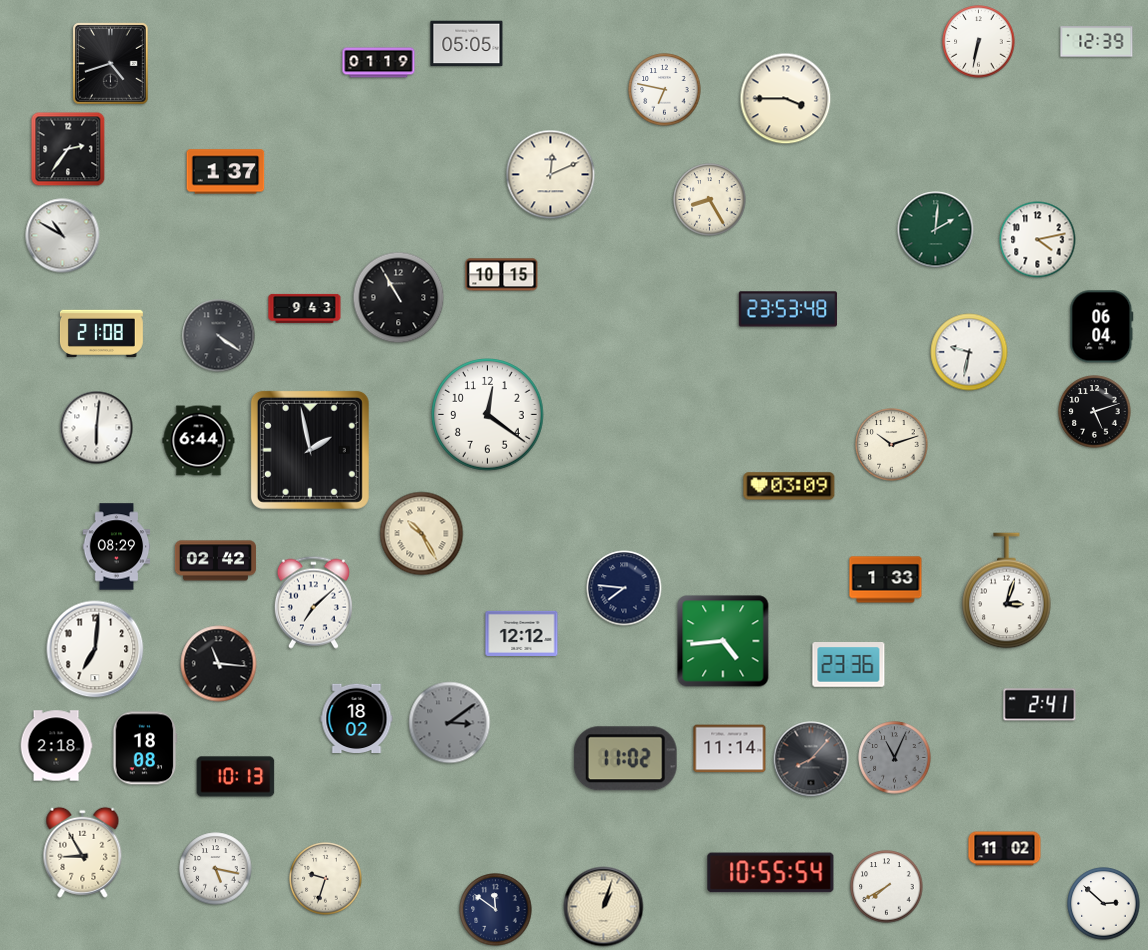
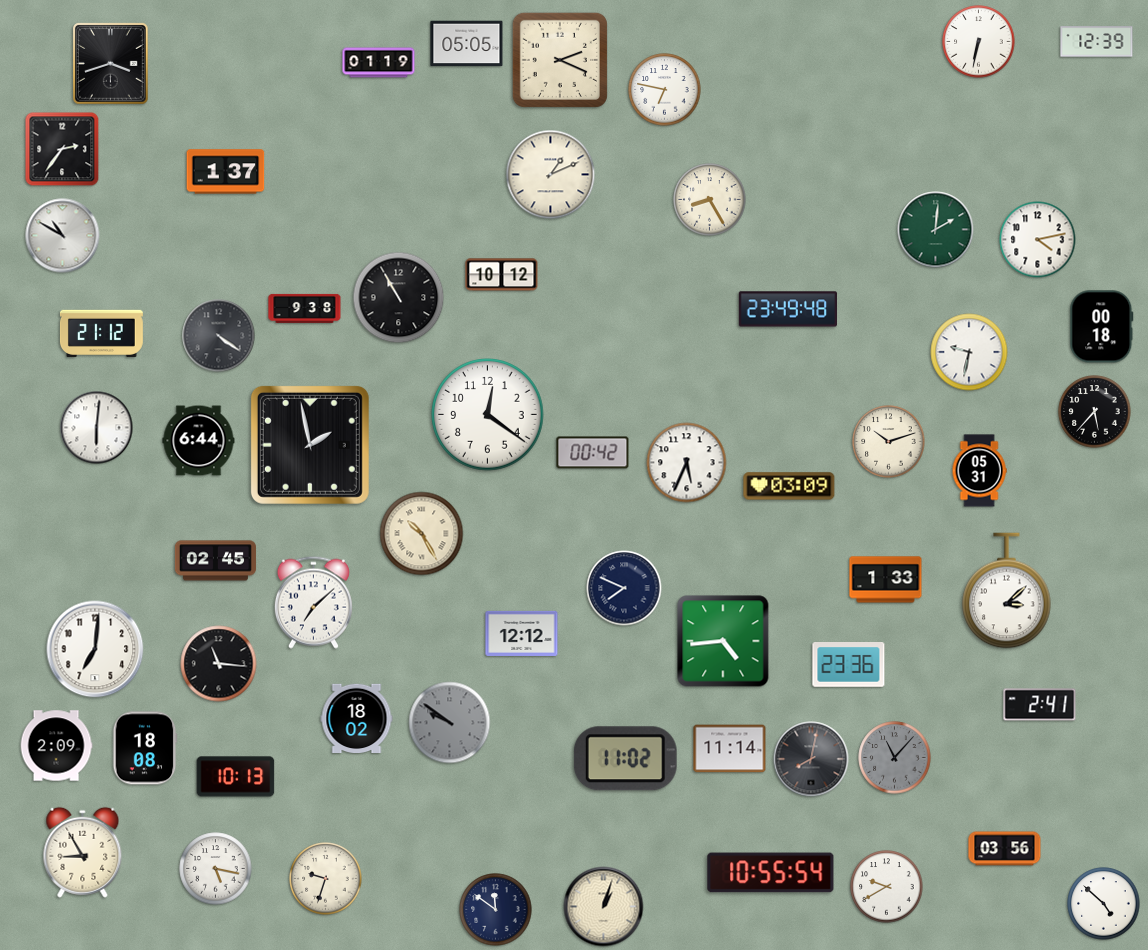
clock at (560, 60): none -> 2:19
clock at (111, 64): 4:42 -> 3:42
clock at (786, 99): 3:45 -> none
clock at (68, 149) position: (68, 149) -> (62, 149)
clock at (551, 175): 12:11 -> 1:11
clock at (502, 275): 10:15 -> 10:12
clock at (305, 308): 9:43 -> 9:38
clock at (787, 309): 23:53 -> 23:49
clock at (1102, 327): 06:04 -> 00:18
clock at (101, 333): 21:08 -> 21:12
clock at (1095, 412): 5:12 -> 5:37
clock at (892, 445) position: (892, 445) -> (889, 442)
clock at (310, 450) position: (310, 450) -> (310, 445)
clock at (593, 453): none -> 00:42
clock at (687, 463): none -> 5:34
clock at (979, 471): none -> 05:31
clock at (117, 547): 08:29 -> none
clock at (215, 561): 02:42 -> 02:45
clock at (624, 588): 7:46 -> 7:49
clock at (1007, 591): 3:03 -> 3:08
clock at (450, 723): 3:09 -> 9:51
clock at (56, 746): 2:18 -> 2:09
clock at (895, 758): 11:04 -> 11:07
clock at (811, 759): 8:07 -> 8:02
clock at (1005, 849): 11:02 -> 03:56
clock at (887, 887): 7:40 -> 9:40
clock at (1104, 904): 2:52 -> 4:52
